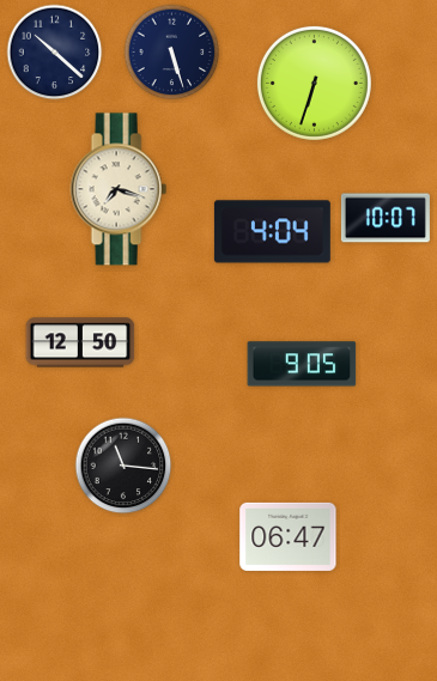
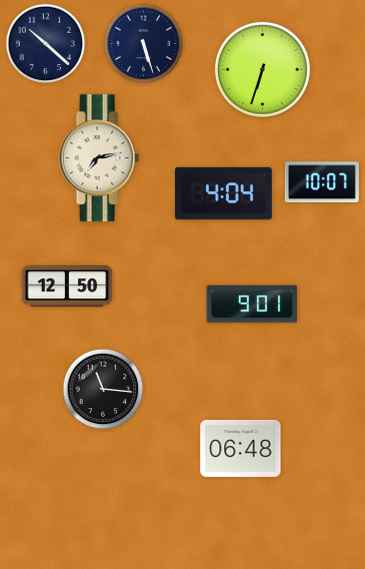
clock at (119, 189): 7:18 -> 7:13
clock at (272, 232) position: (272, 232) -> (223, 194)
clock at (302, 364): 9:05 -> 9:01
clock at (289, 536): 06:47 -> 06:48
